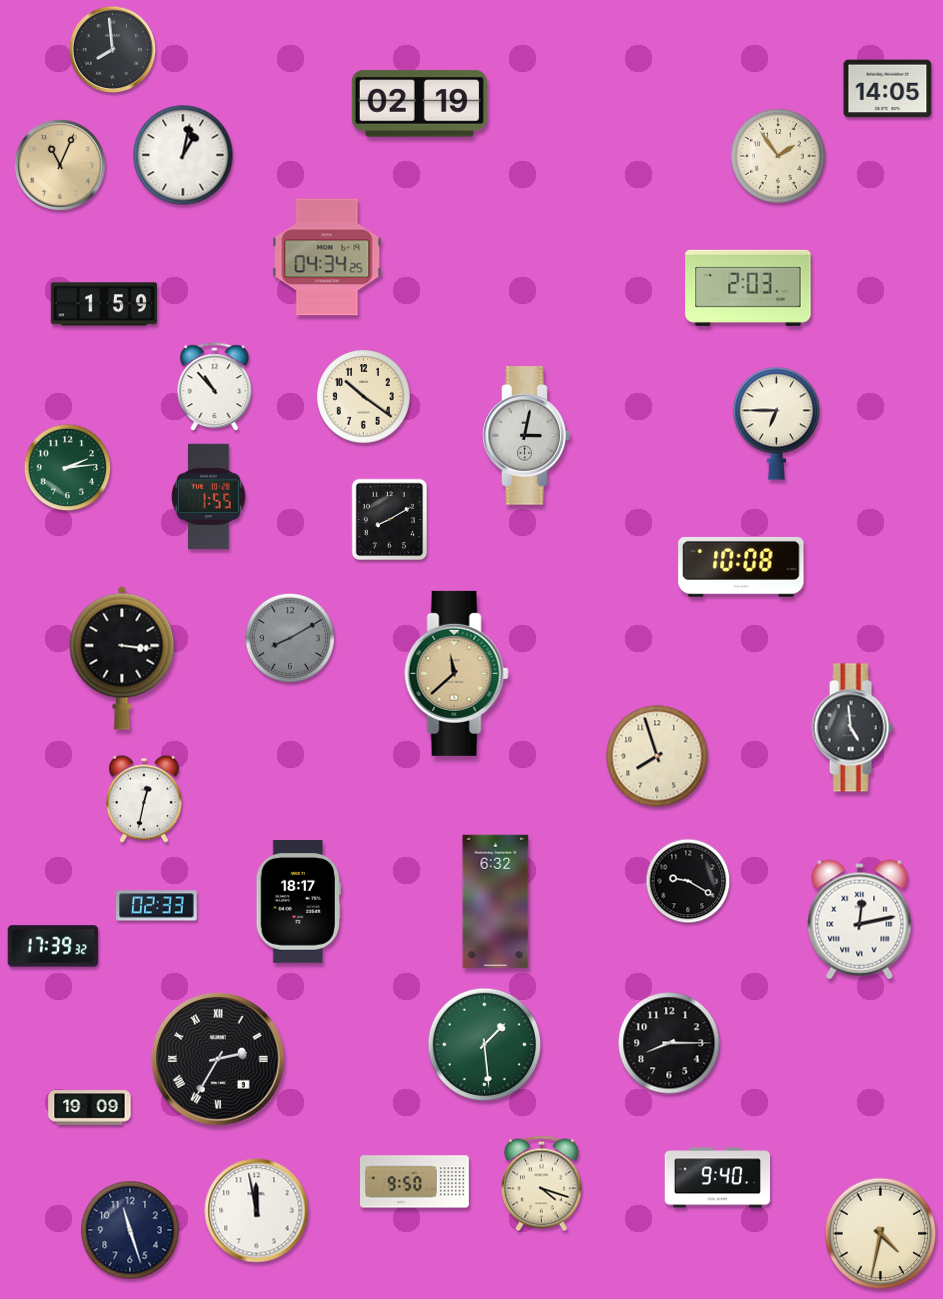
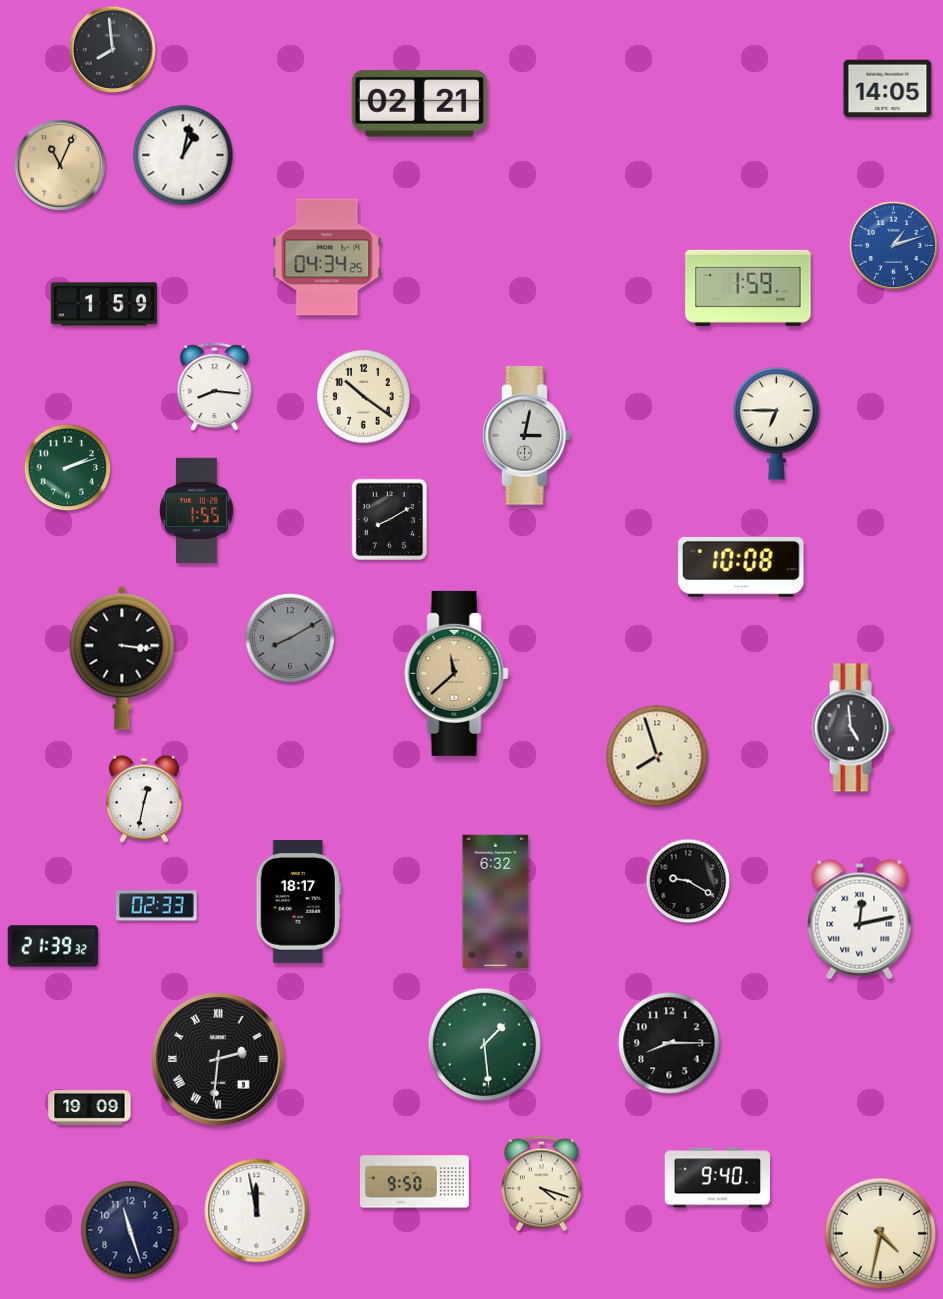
clock at (419, 104): 02:19 -> 02:21
clock at (778, 156): 1:54 -> none
clock at (893, 245): none -> 1:12
clock at (748, 288): 2:03 -> 1:59
clock at (215, 387): 10:53 -> 8:16
clock at (68, 468): 2:14 -> 2:12
clock at (209, 497) position: (209, 497) -> (197, 511)
clock at (53, 946): 17:39 -> 21:39
clock at (219, 1060): 2:35 -> 2:31
